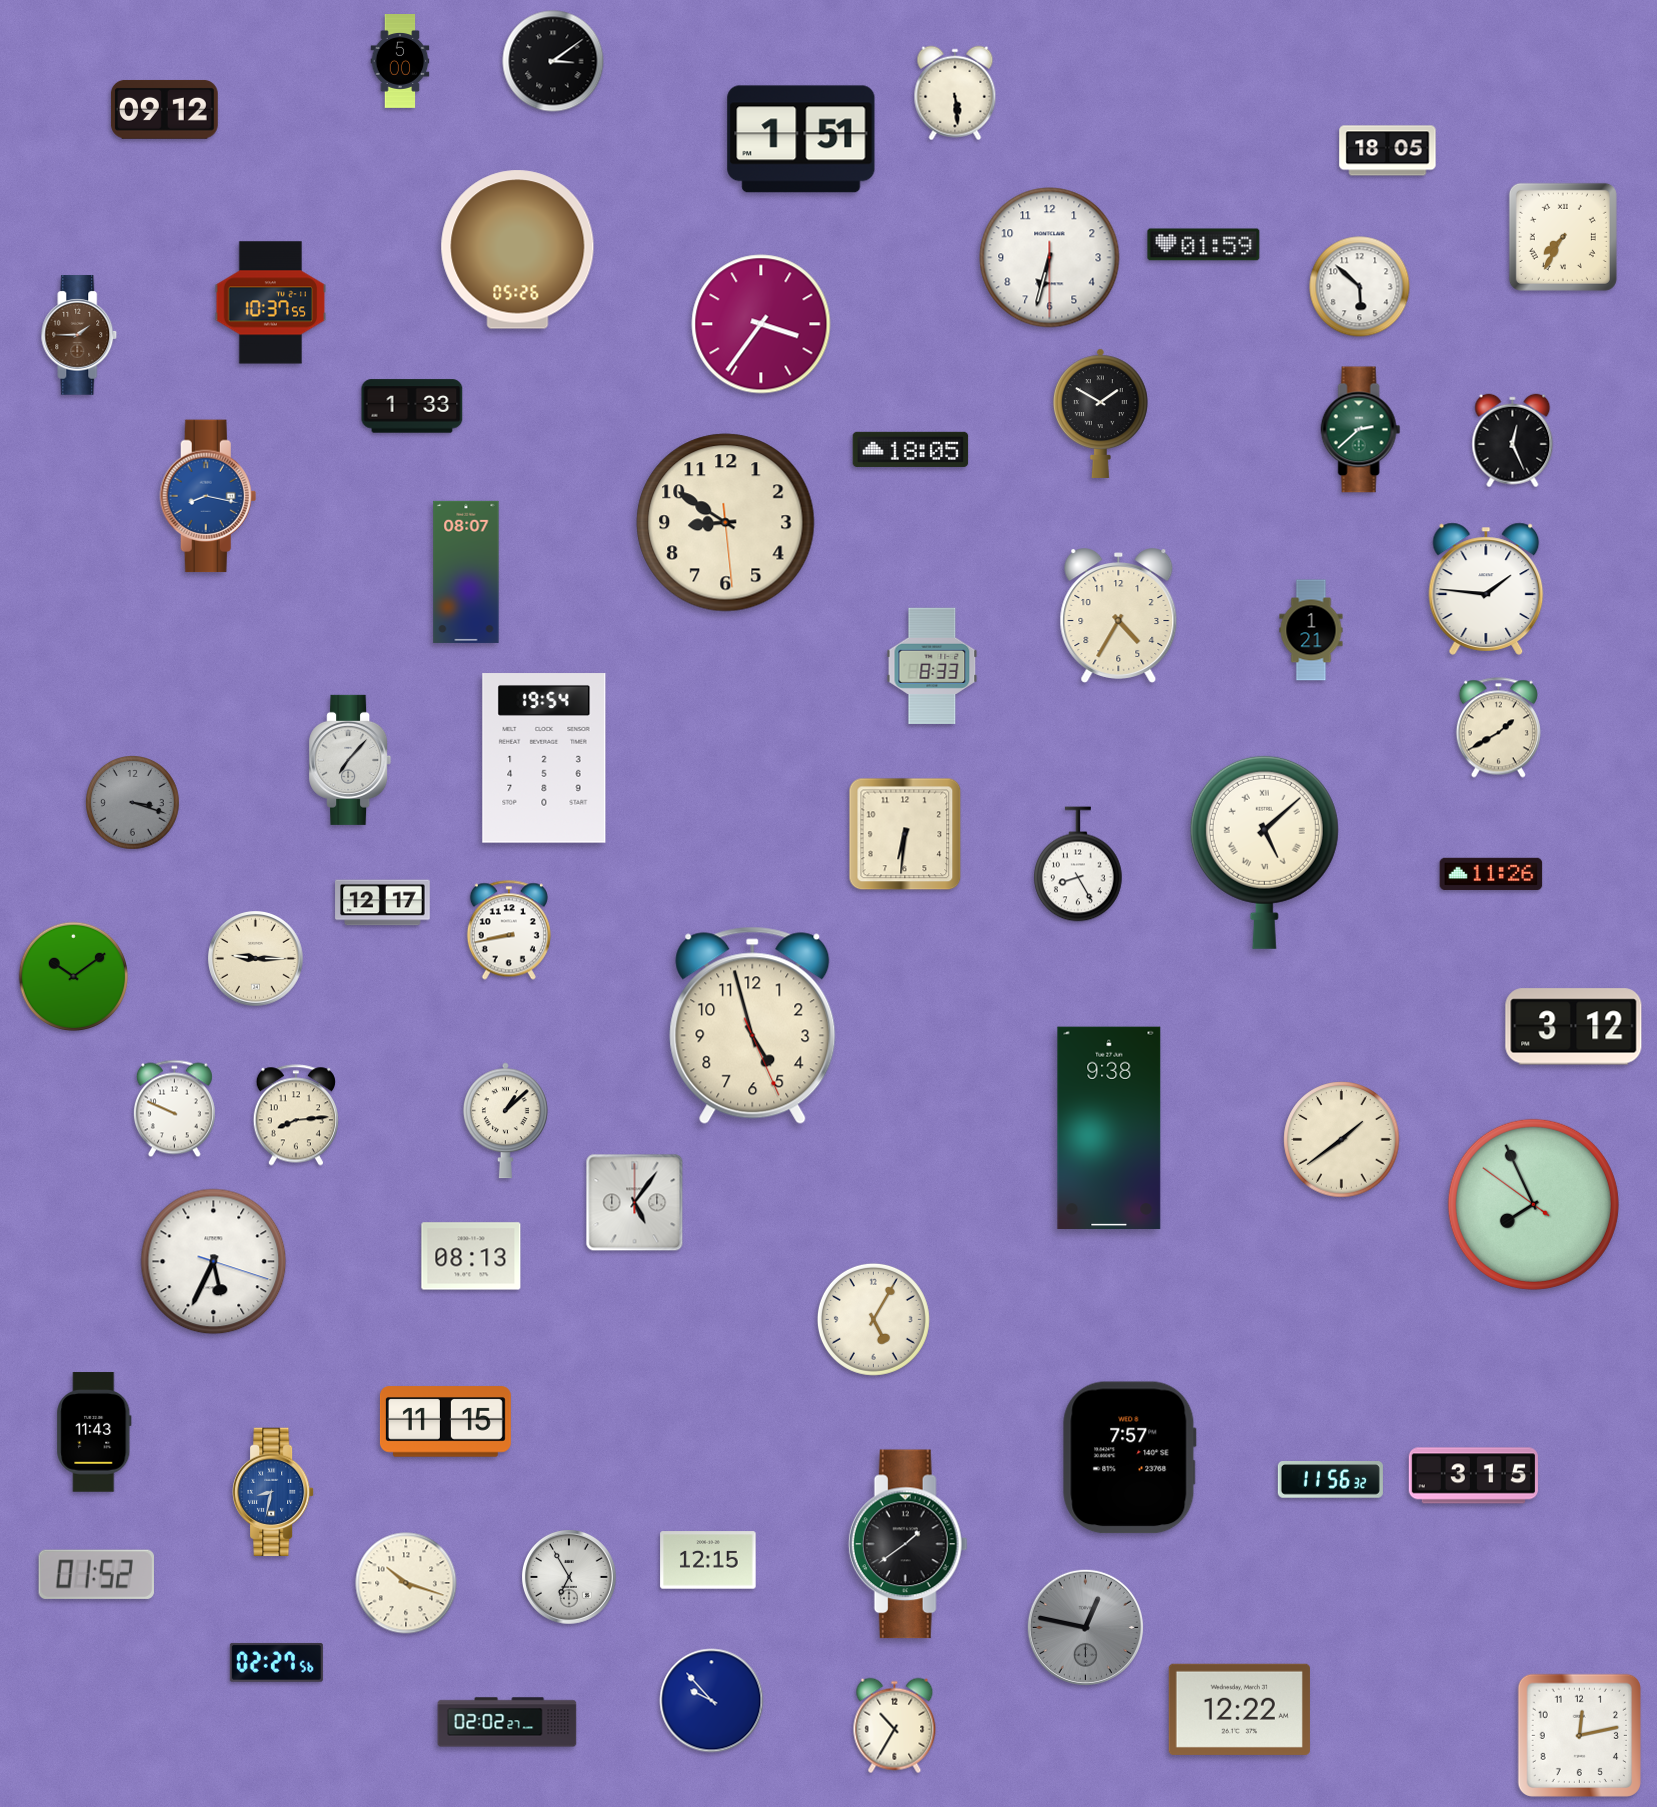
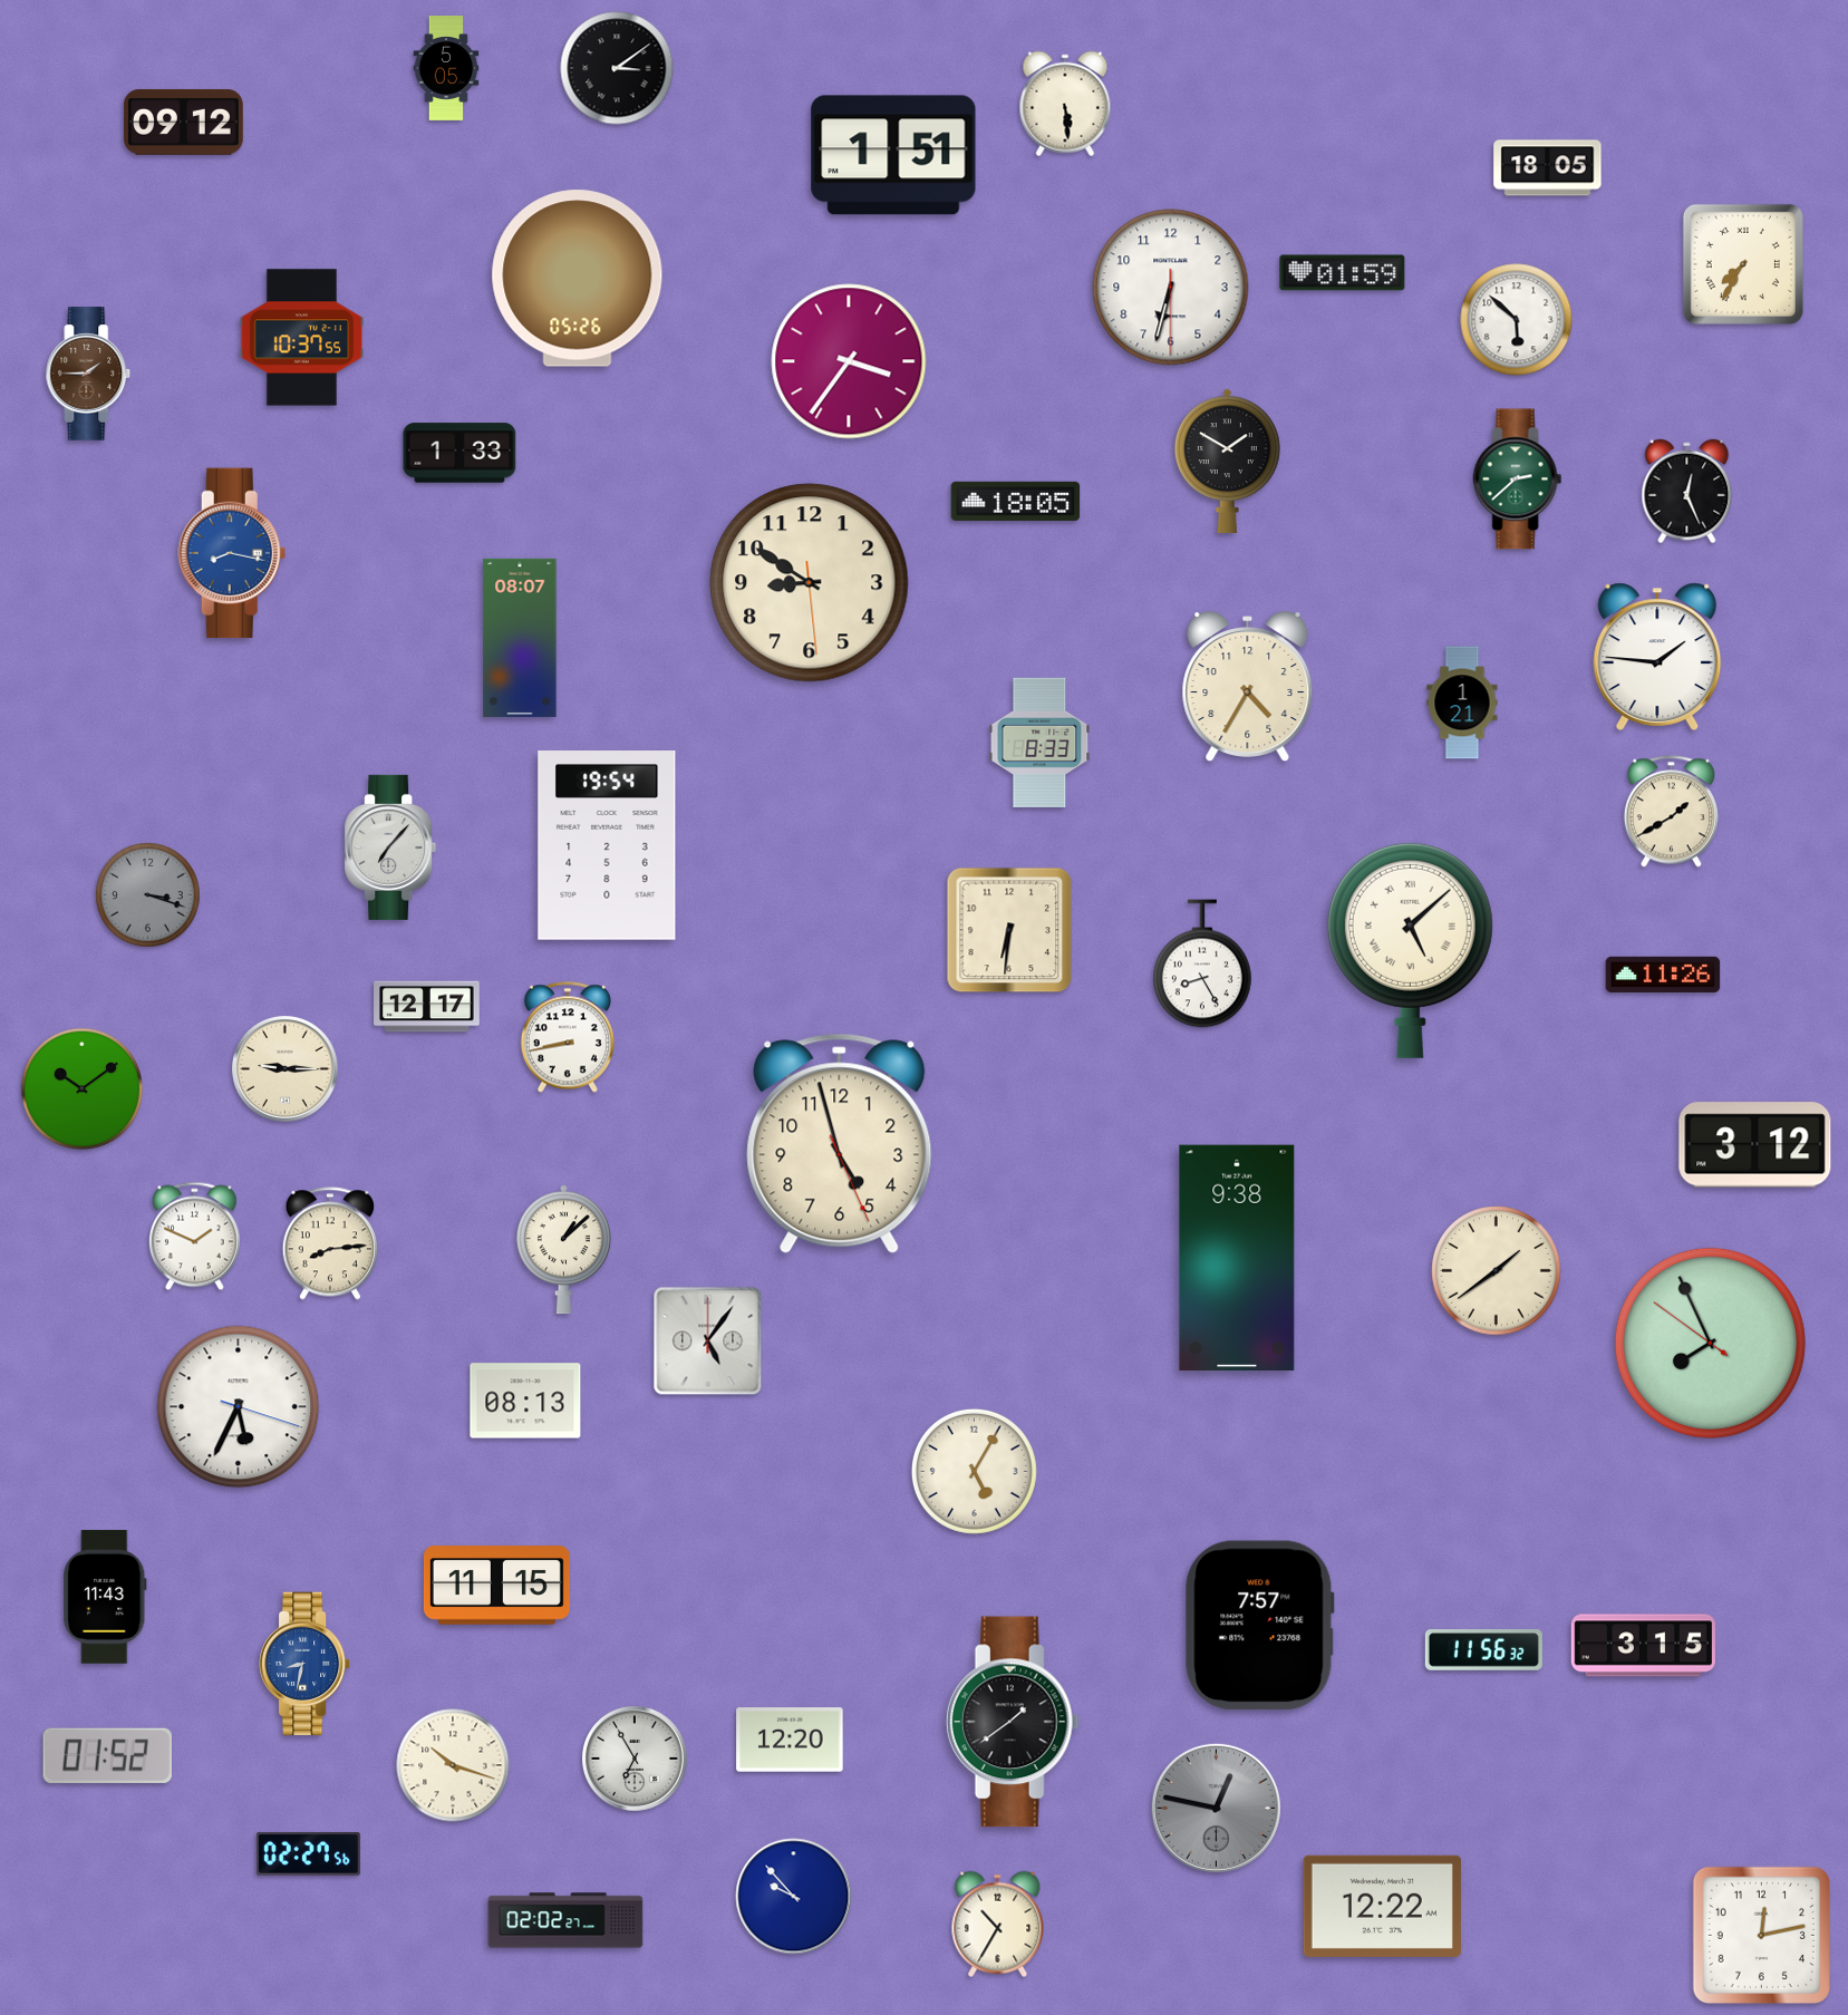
clock at (400, 62): 5:00 -> 5:05
clock at (174, 1109): 9:49 -> 1:49
clock at (708, 1560): 12:15 -> 12:20
clock at (1085, 1627) position: (1085, 1627) -> (1216, 1808)
